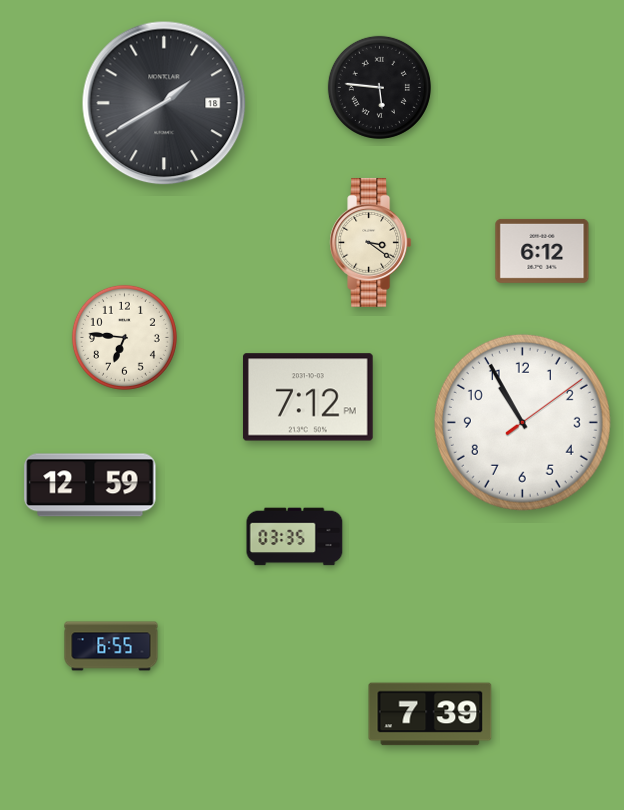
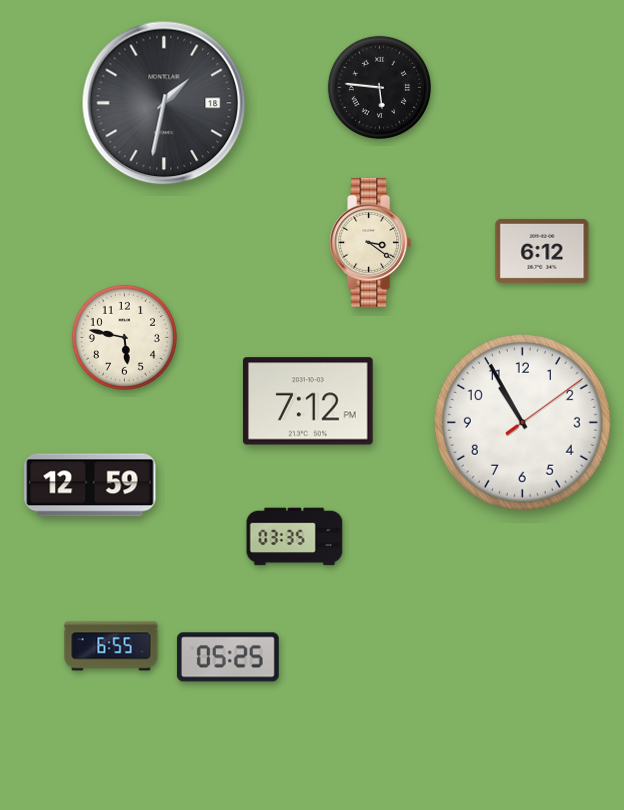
clock at (164, 103): 1:40 -> 1:32
clock at (124, 337): 6:46 -> 5:47
clock at (308, 397) position: (308, 397) -> (308, 401)
clock at (228, 657): none -> 05:25
clock at (430, 714): 7:39 -> none
